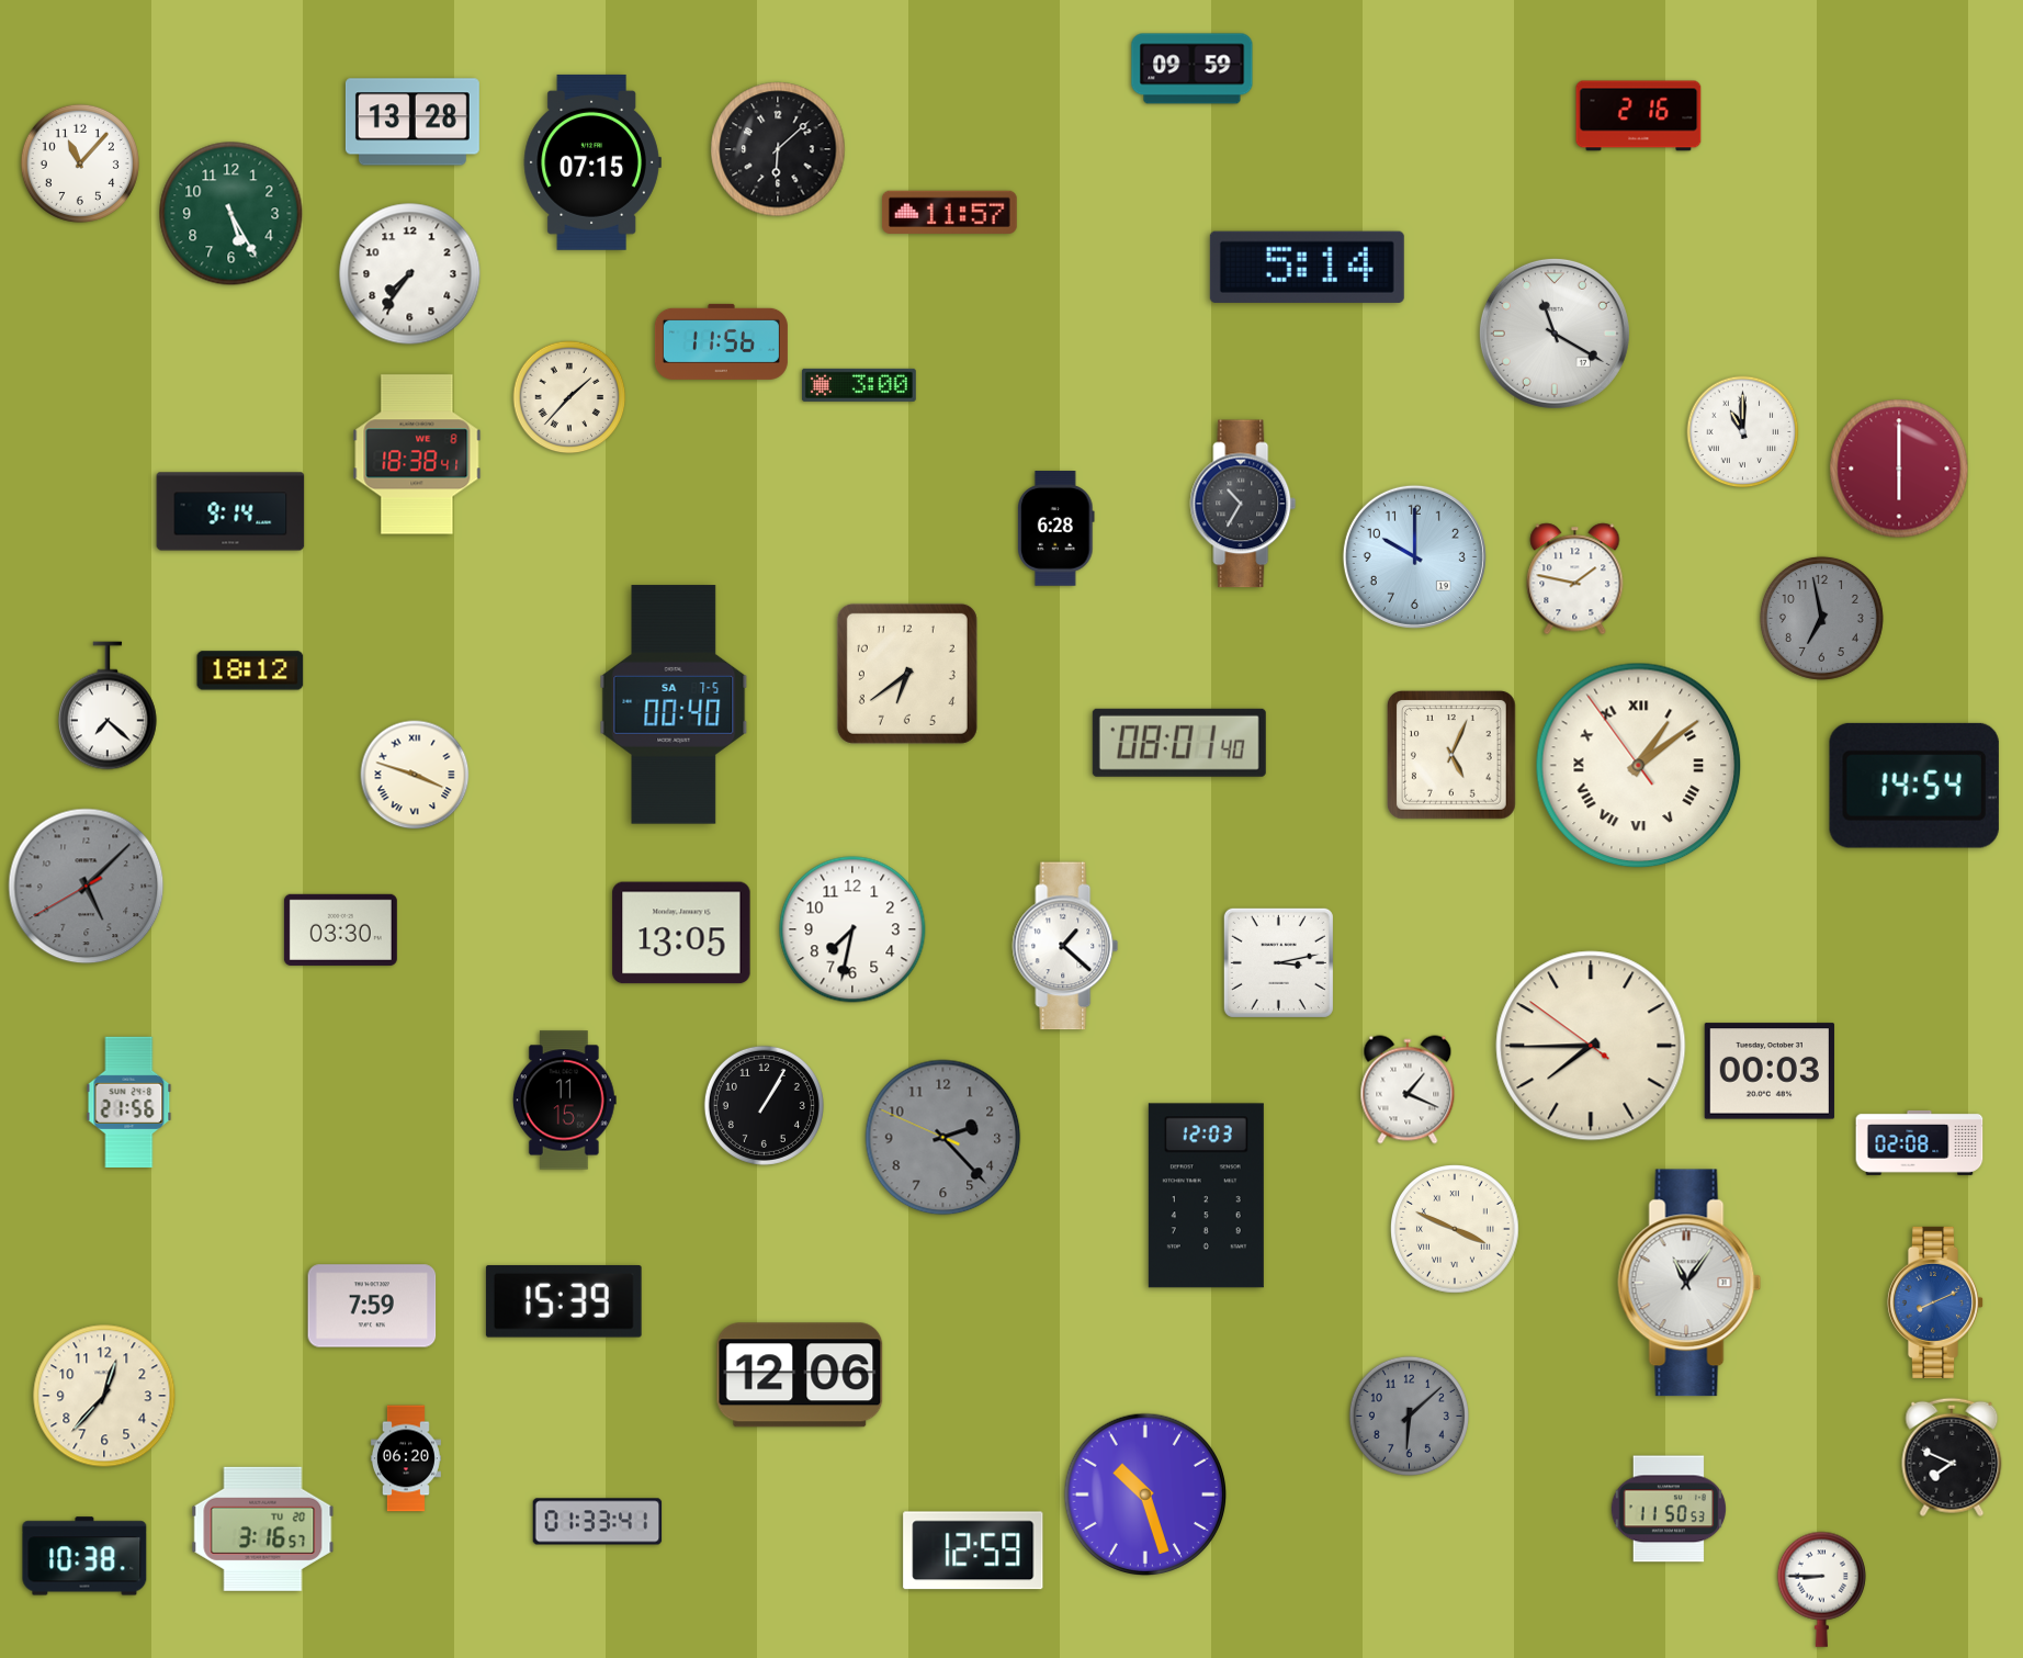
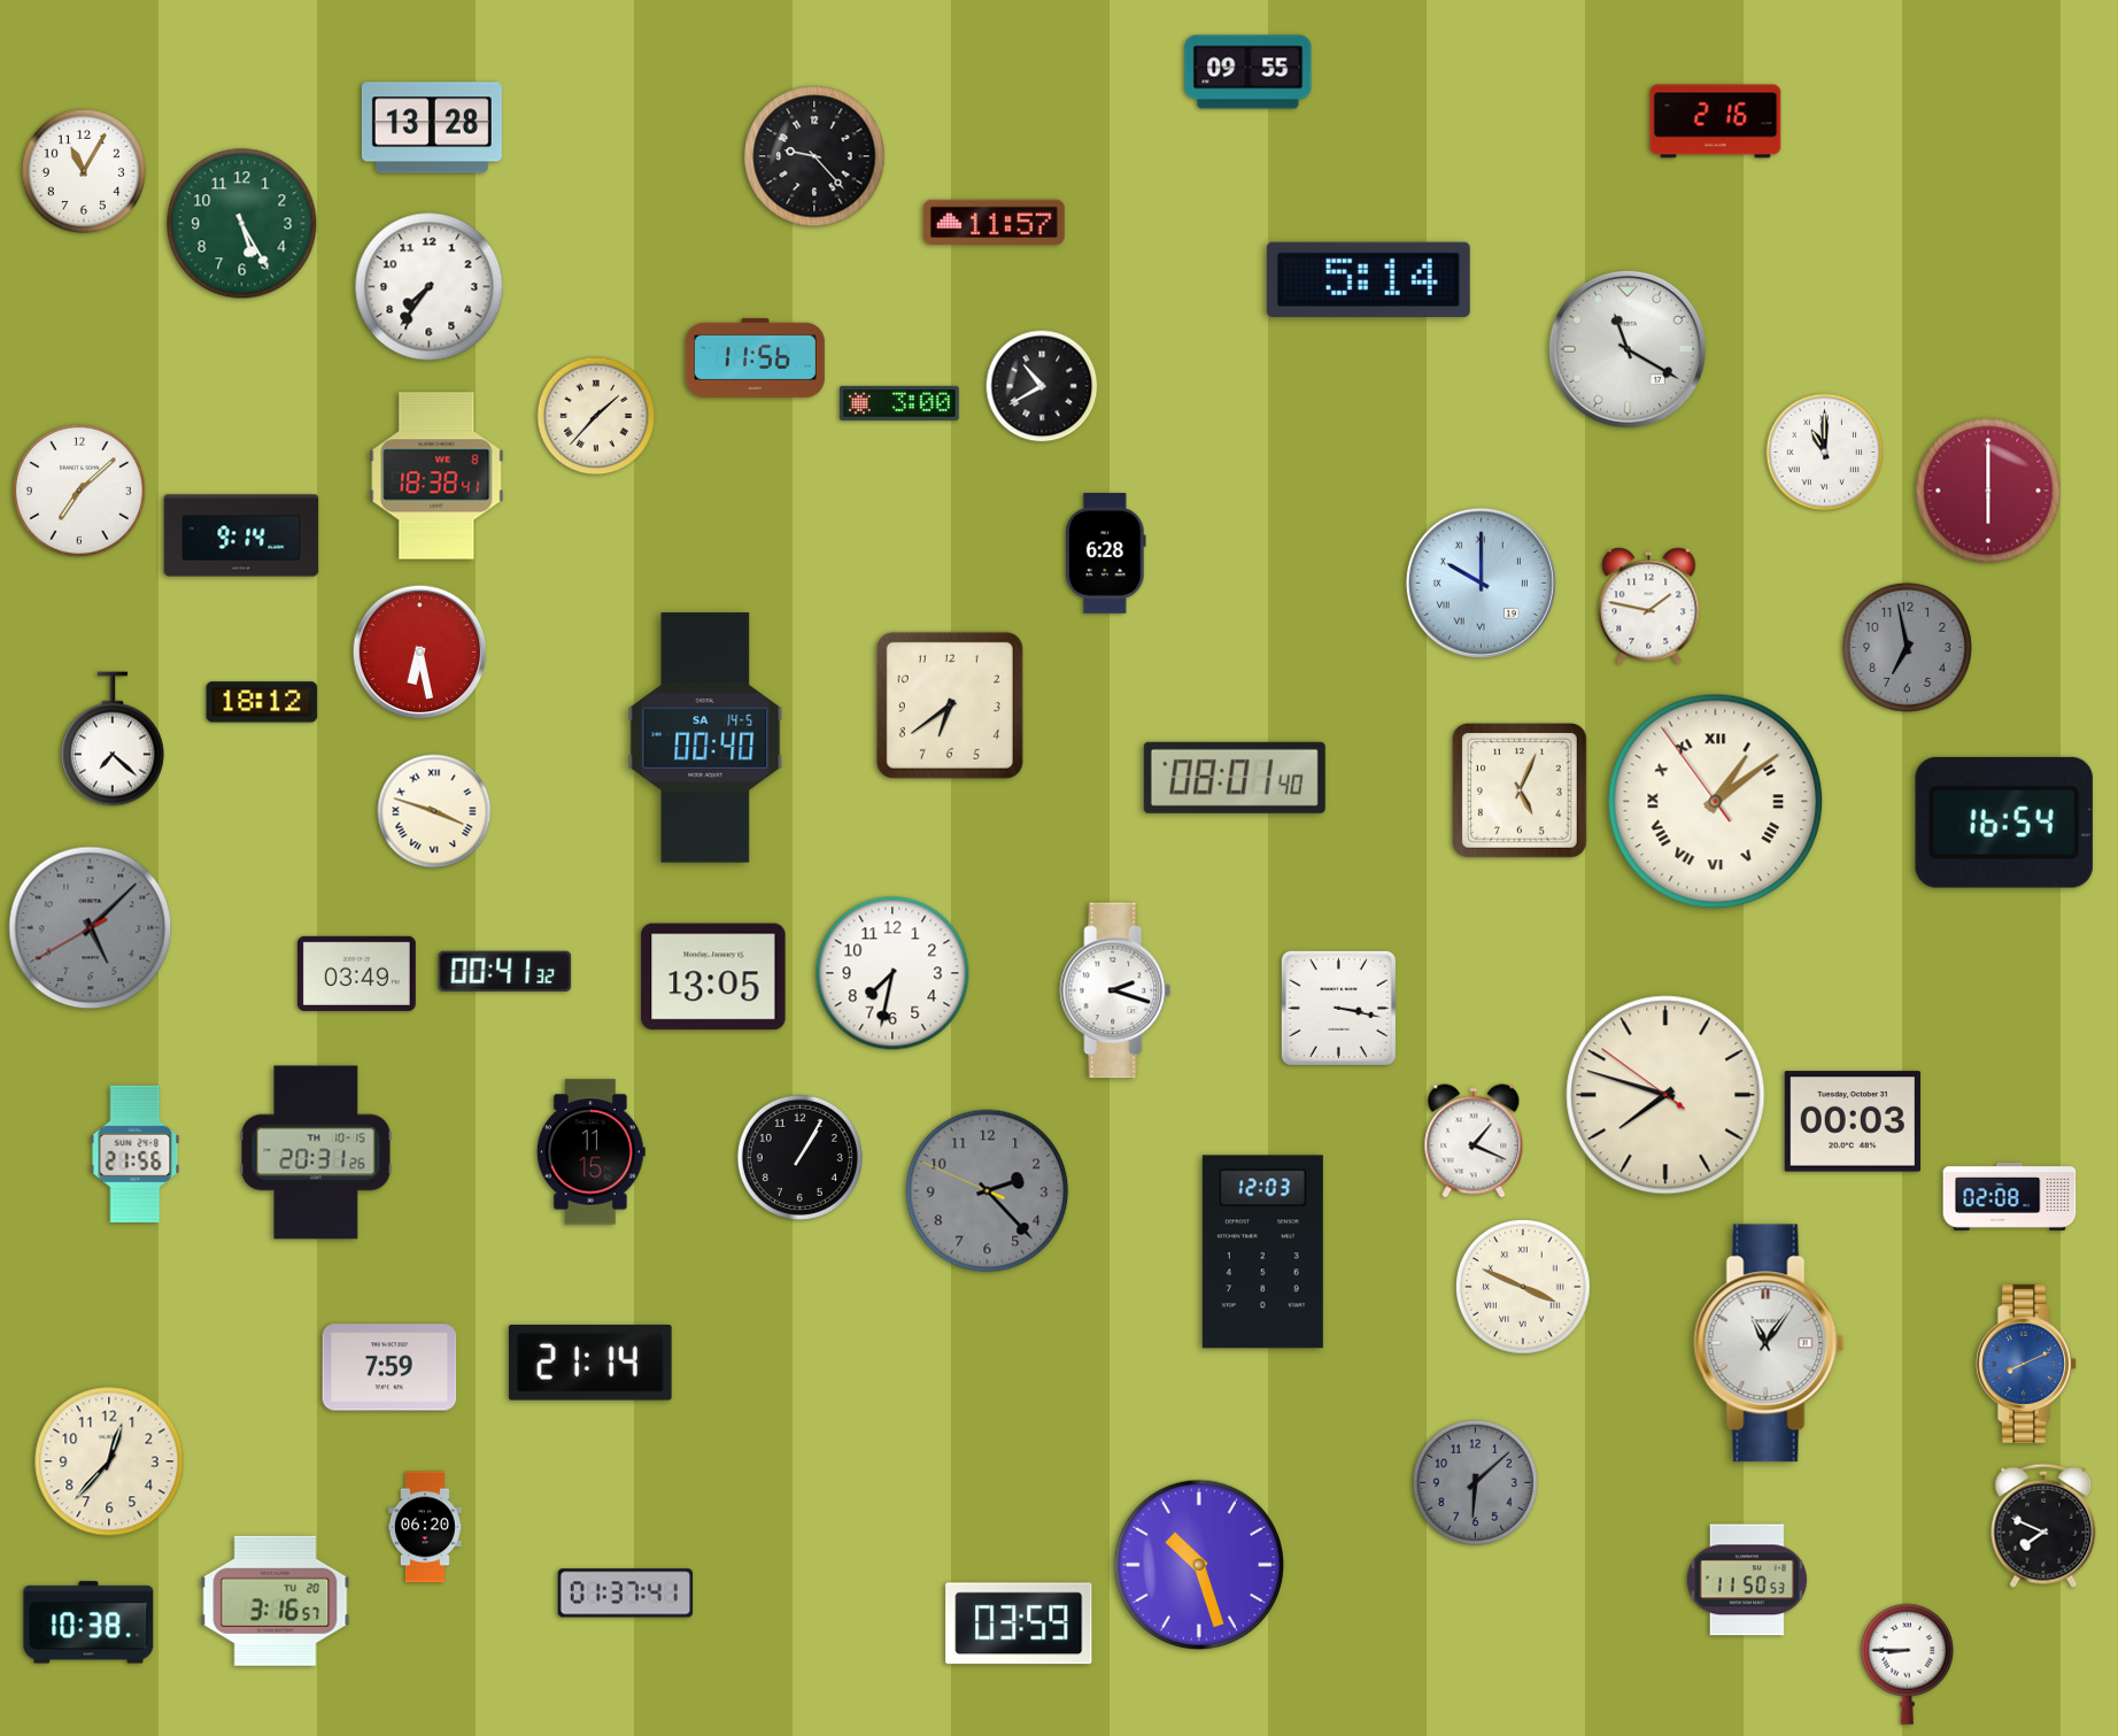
clock at (1193, 69): 09:59 -> 09:55
clock at (778, 149): 6:08 -> 9:23
clock at (592, 162): 07:15 -> none
clock at (80, 163): 11:07 -> 11:05
clock at (1042, 386): none -> 10:40
clock at (79, 491): none -> 7:08
clock at (1243, 504): 10:35 -> none
clock at (1414, 556) numerals: Arabic -> Roman
clock at (420, 653): none -> 6:28
clock at (674, 704) date: SA 7-5 -> SA 14-5
clock at (1914, 786): 14:54 -> 16:54
clock at (505, 971): none -> 00:41
clock at (340, 929): 03:30 -> 03:49
clock at (1065, 946): 1:22 -> 2:18
clock at (1278, 962): 3:13 -> 3:17
clock at (1591, 1046): 7:44 -> 7:47
clock at (316, 1152): none -> 20:31
clock at (564, 1301): 15:39 -> 21:14
clock at (800, 1375): 12:06 -> none
clock at (598, 1522): 01:33 -> 01:37
clock at (973, 1550): 12:59 -> 03:59
clock at (84, 1556) position: (84, 1556) -> (88, 1622)
